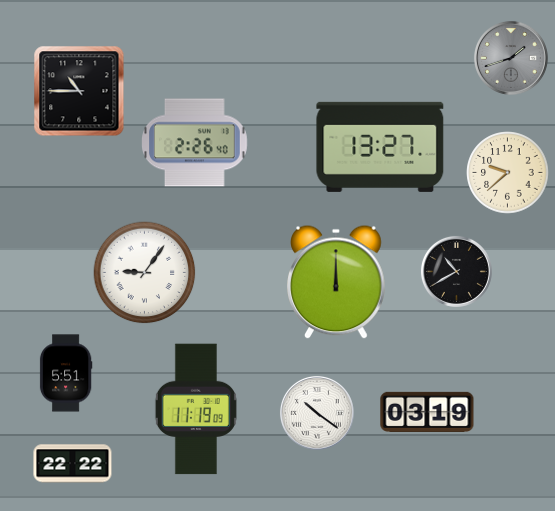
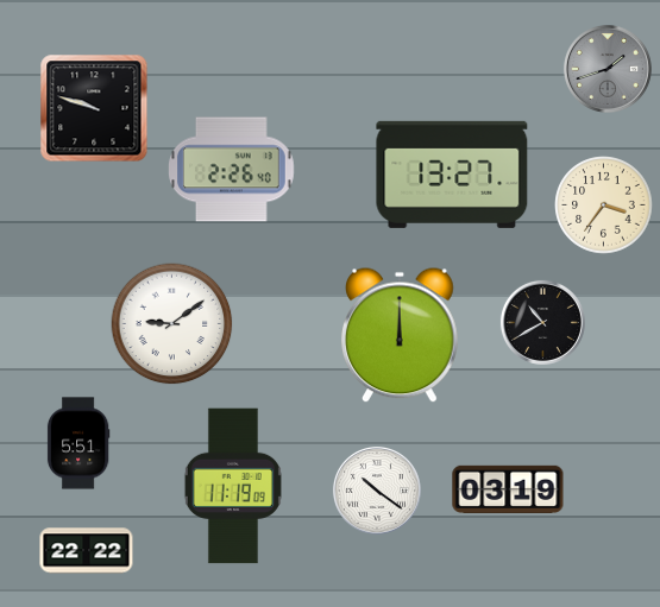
clock at (79, 91): 10:45 -> 9:48
clock at (508, 173): 9:38 -> 3:36
clock at (145, 273): 9:06 -> 9:09
